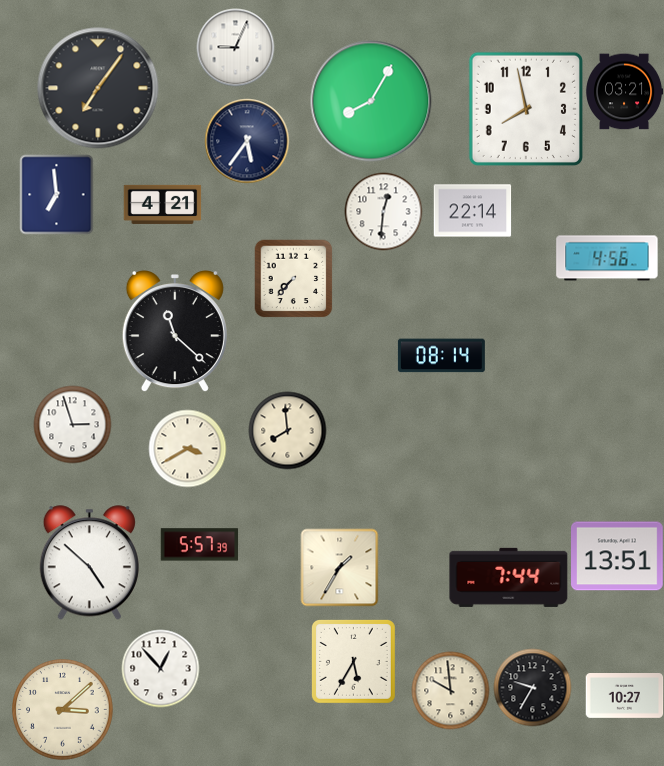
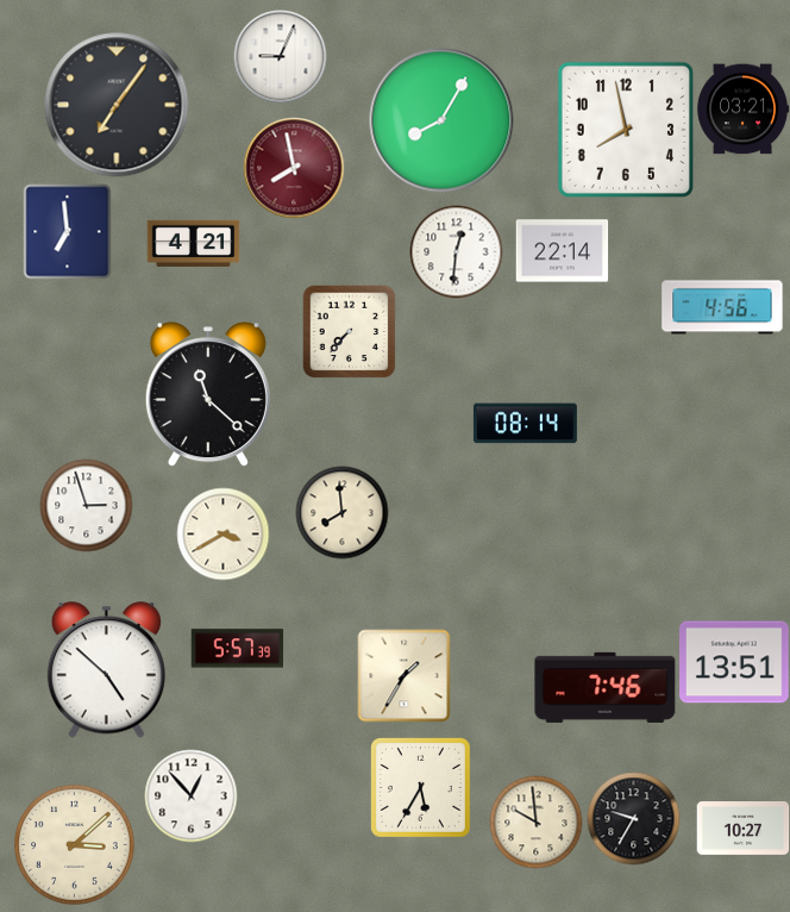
clock at (247, 141): 5:36 -> 7:58
clock at (247, 141) dial: navy -> burgundy
clock at (509, 577): 7:44 -> 7:46
